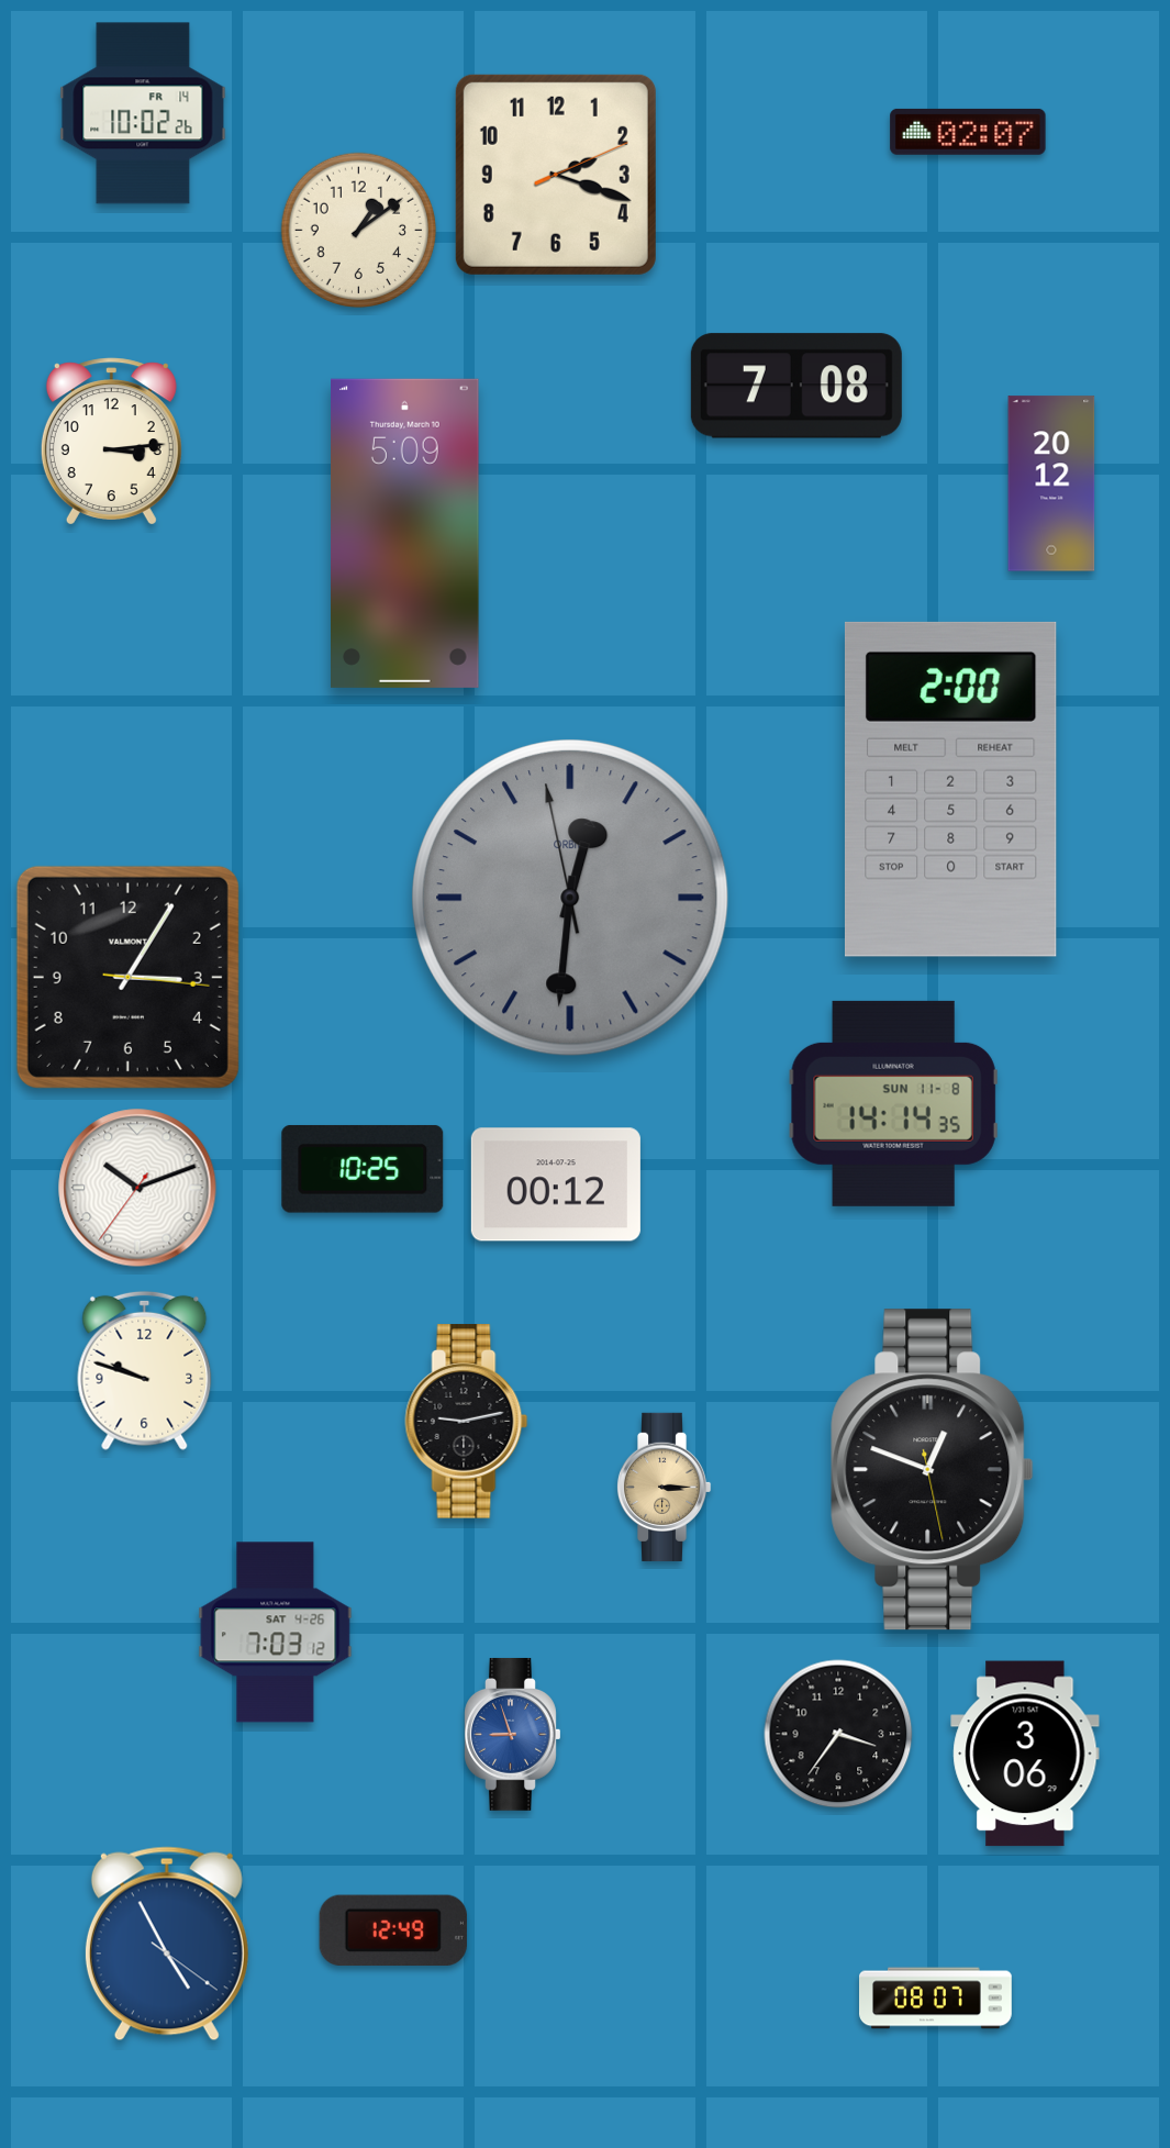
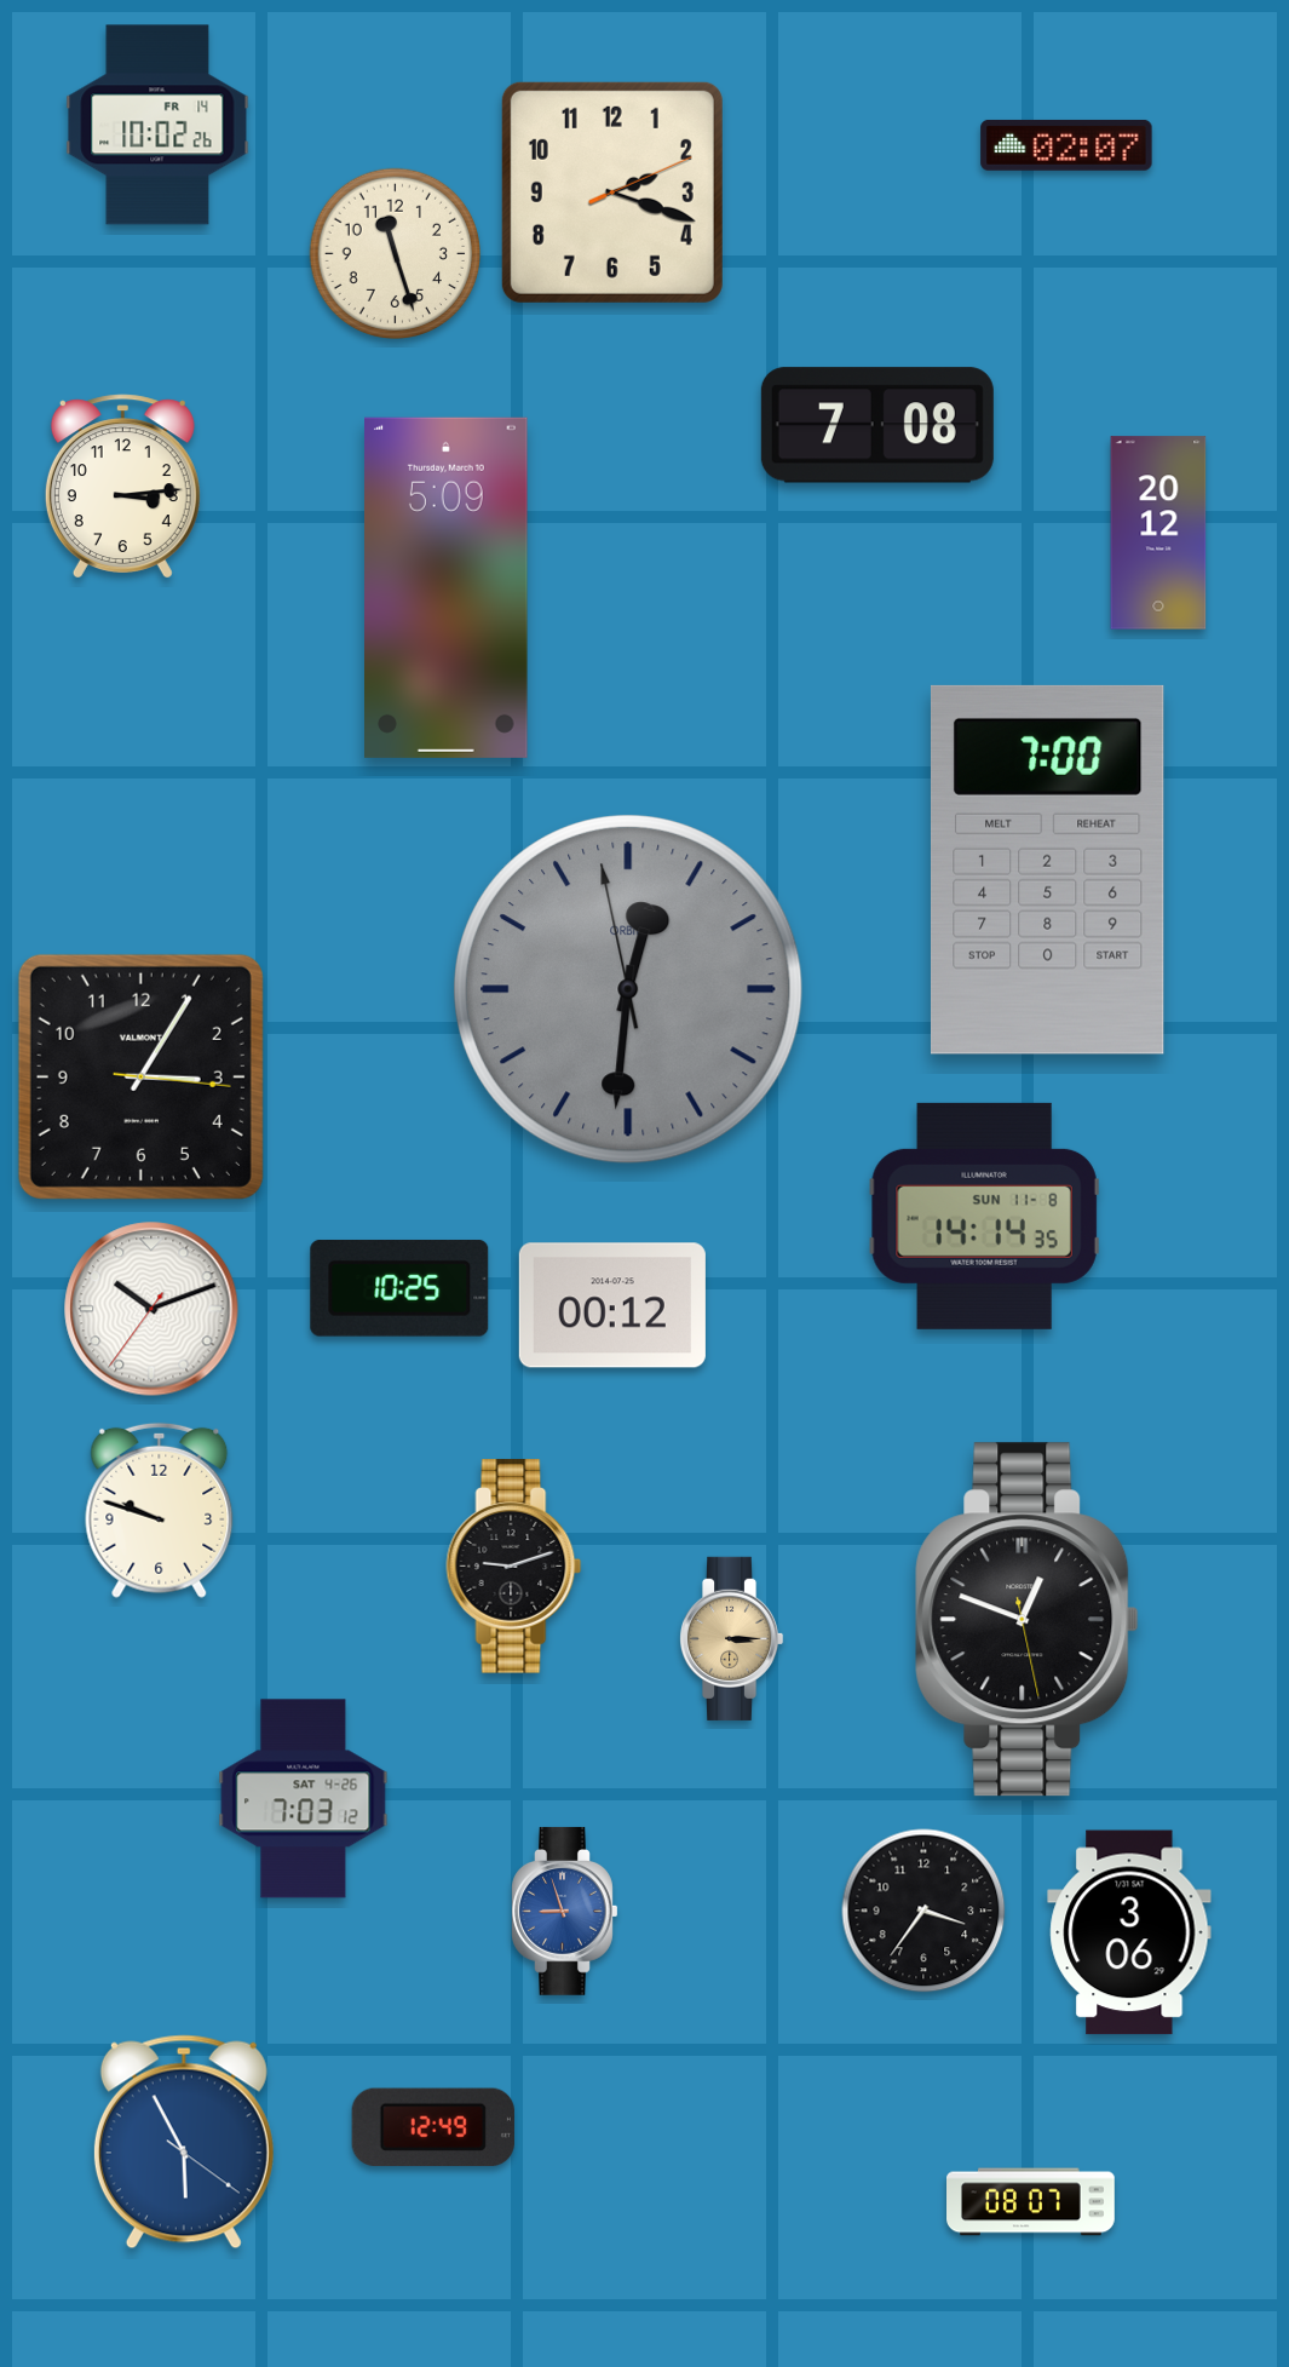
clock at (358, 230): 1:09 -> 11:27
clock at (950, 789): 2:00 -> 7:00
clock at (467, 1422): 9:13 -> 9:12
clock at (167, 1944): 4:55 -> 5:55
